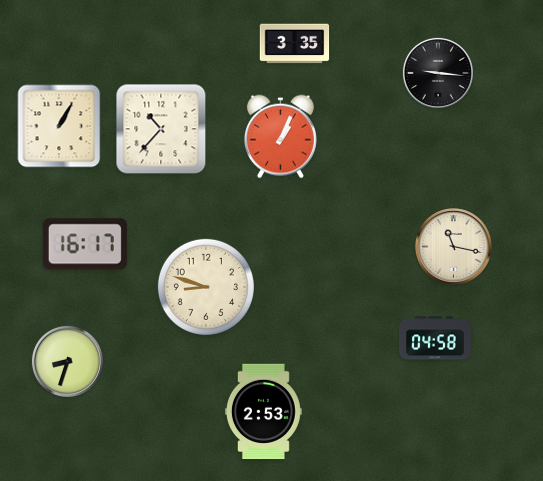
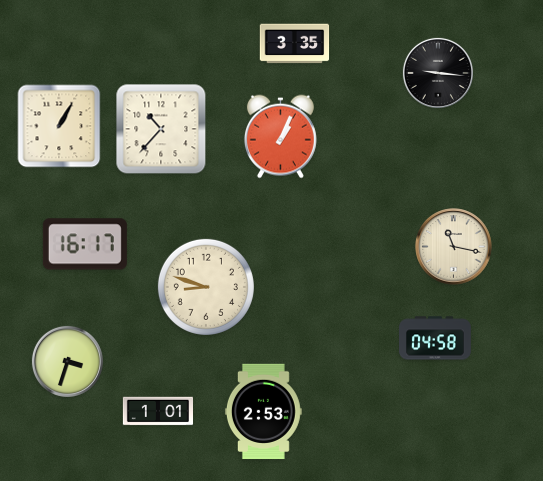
clock at (67, 361): 8:33 -> 3:33
clock at (157, 411): none -> 1:01
